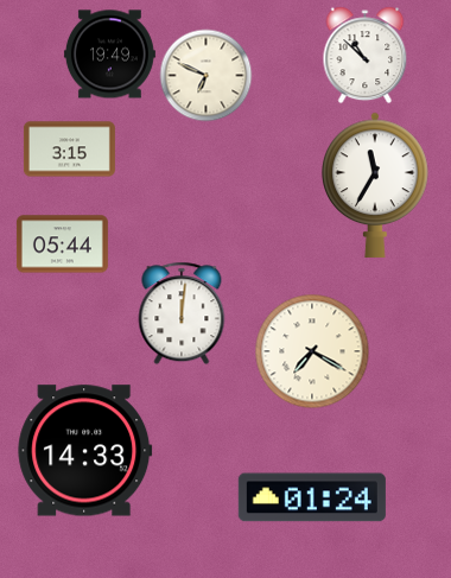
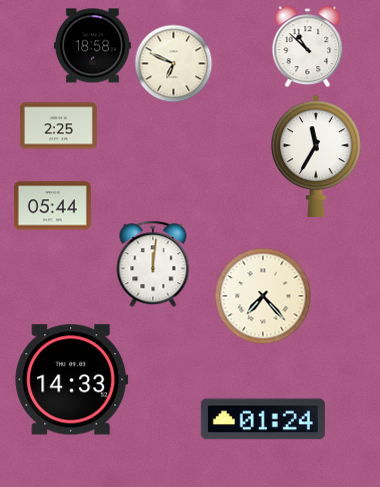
clock at (109, 55): 19:49 -> 18:58
clock at (69, 150): 3:15 -> 2:25
clock at (312, 351): 7:20 -> 7:23
